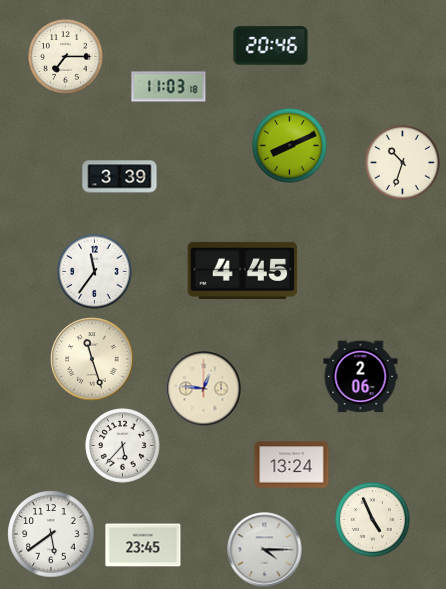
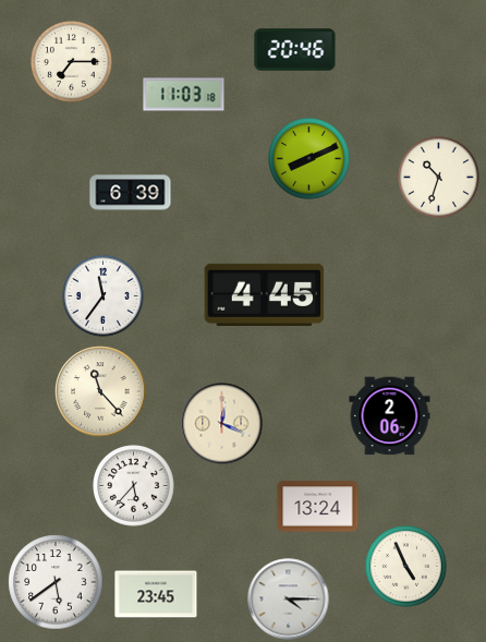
clock at (290, 146) position: (290, 146) -> (309, 159)
clock at (120, 177): 3:39 -> 6:39
clock at (92, 359): 11:27 -> 11:23
clock at (361, 377) position: (361, 377) -> (390, 416)
clock at (204, 389): 12:46 -> 12:19
